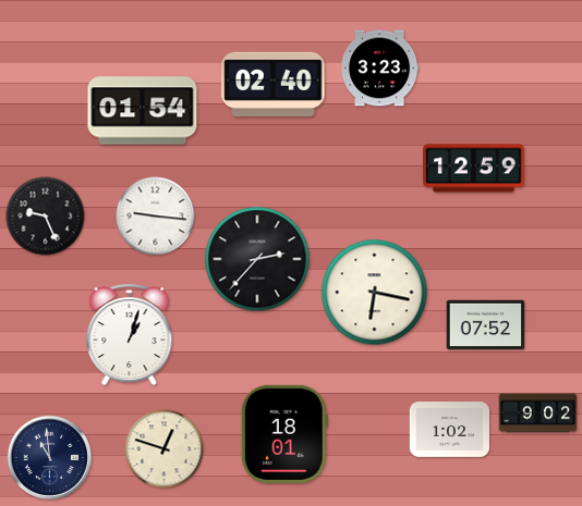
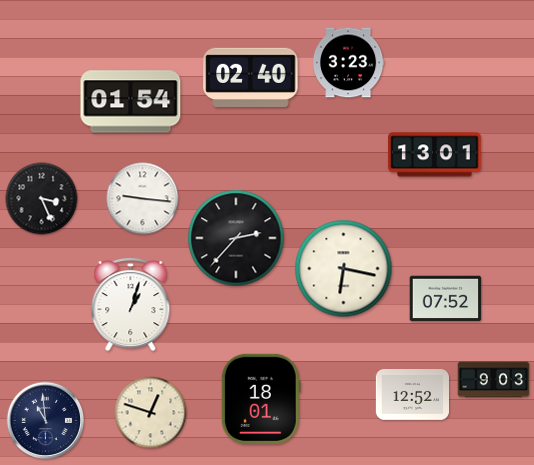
clock at (474, 169): 12:59 -> 13:01
clock at (46, 217): 9:26 -> 3:26
clock at (130, 335) position: (130, 335) -> (131, 305)
clock at (538, 414): 9:02 -> 9:03
clock at (449, 430): 1:02 -> 12:52
